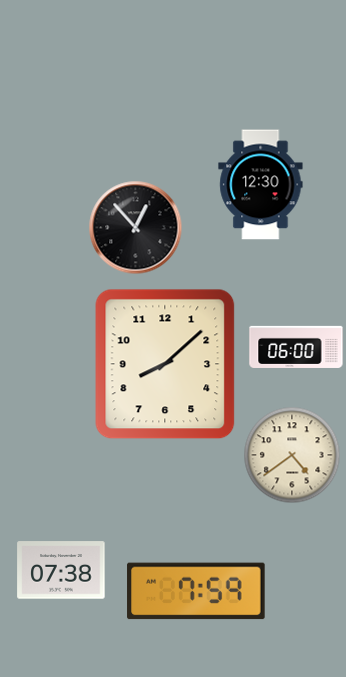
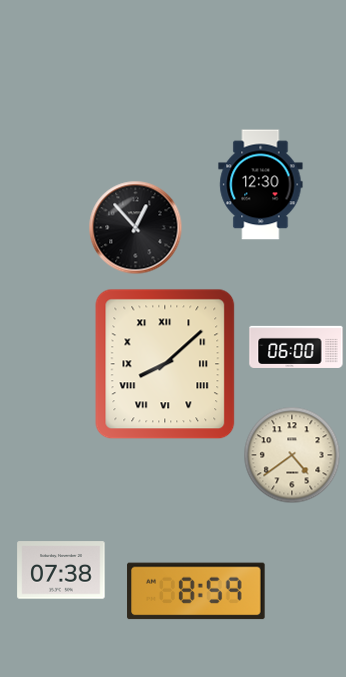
clock at (165, 364) numerals: Arabic -> Roman
clock at (196, 591): 7:59 -> 8:59
